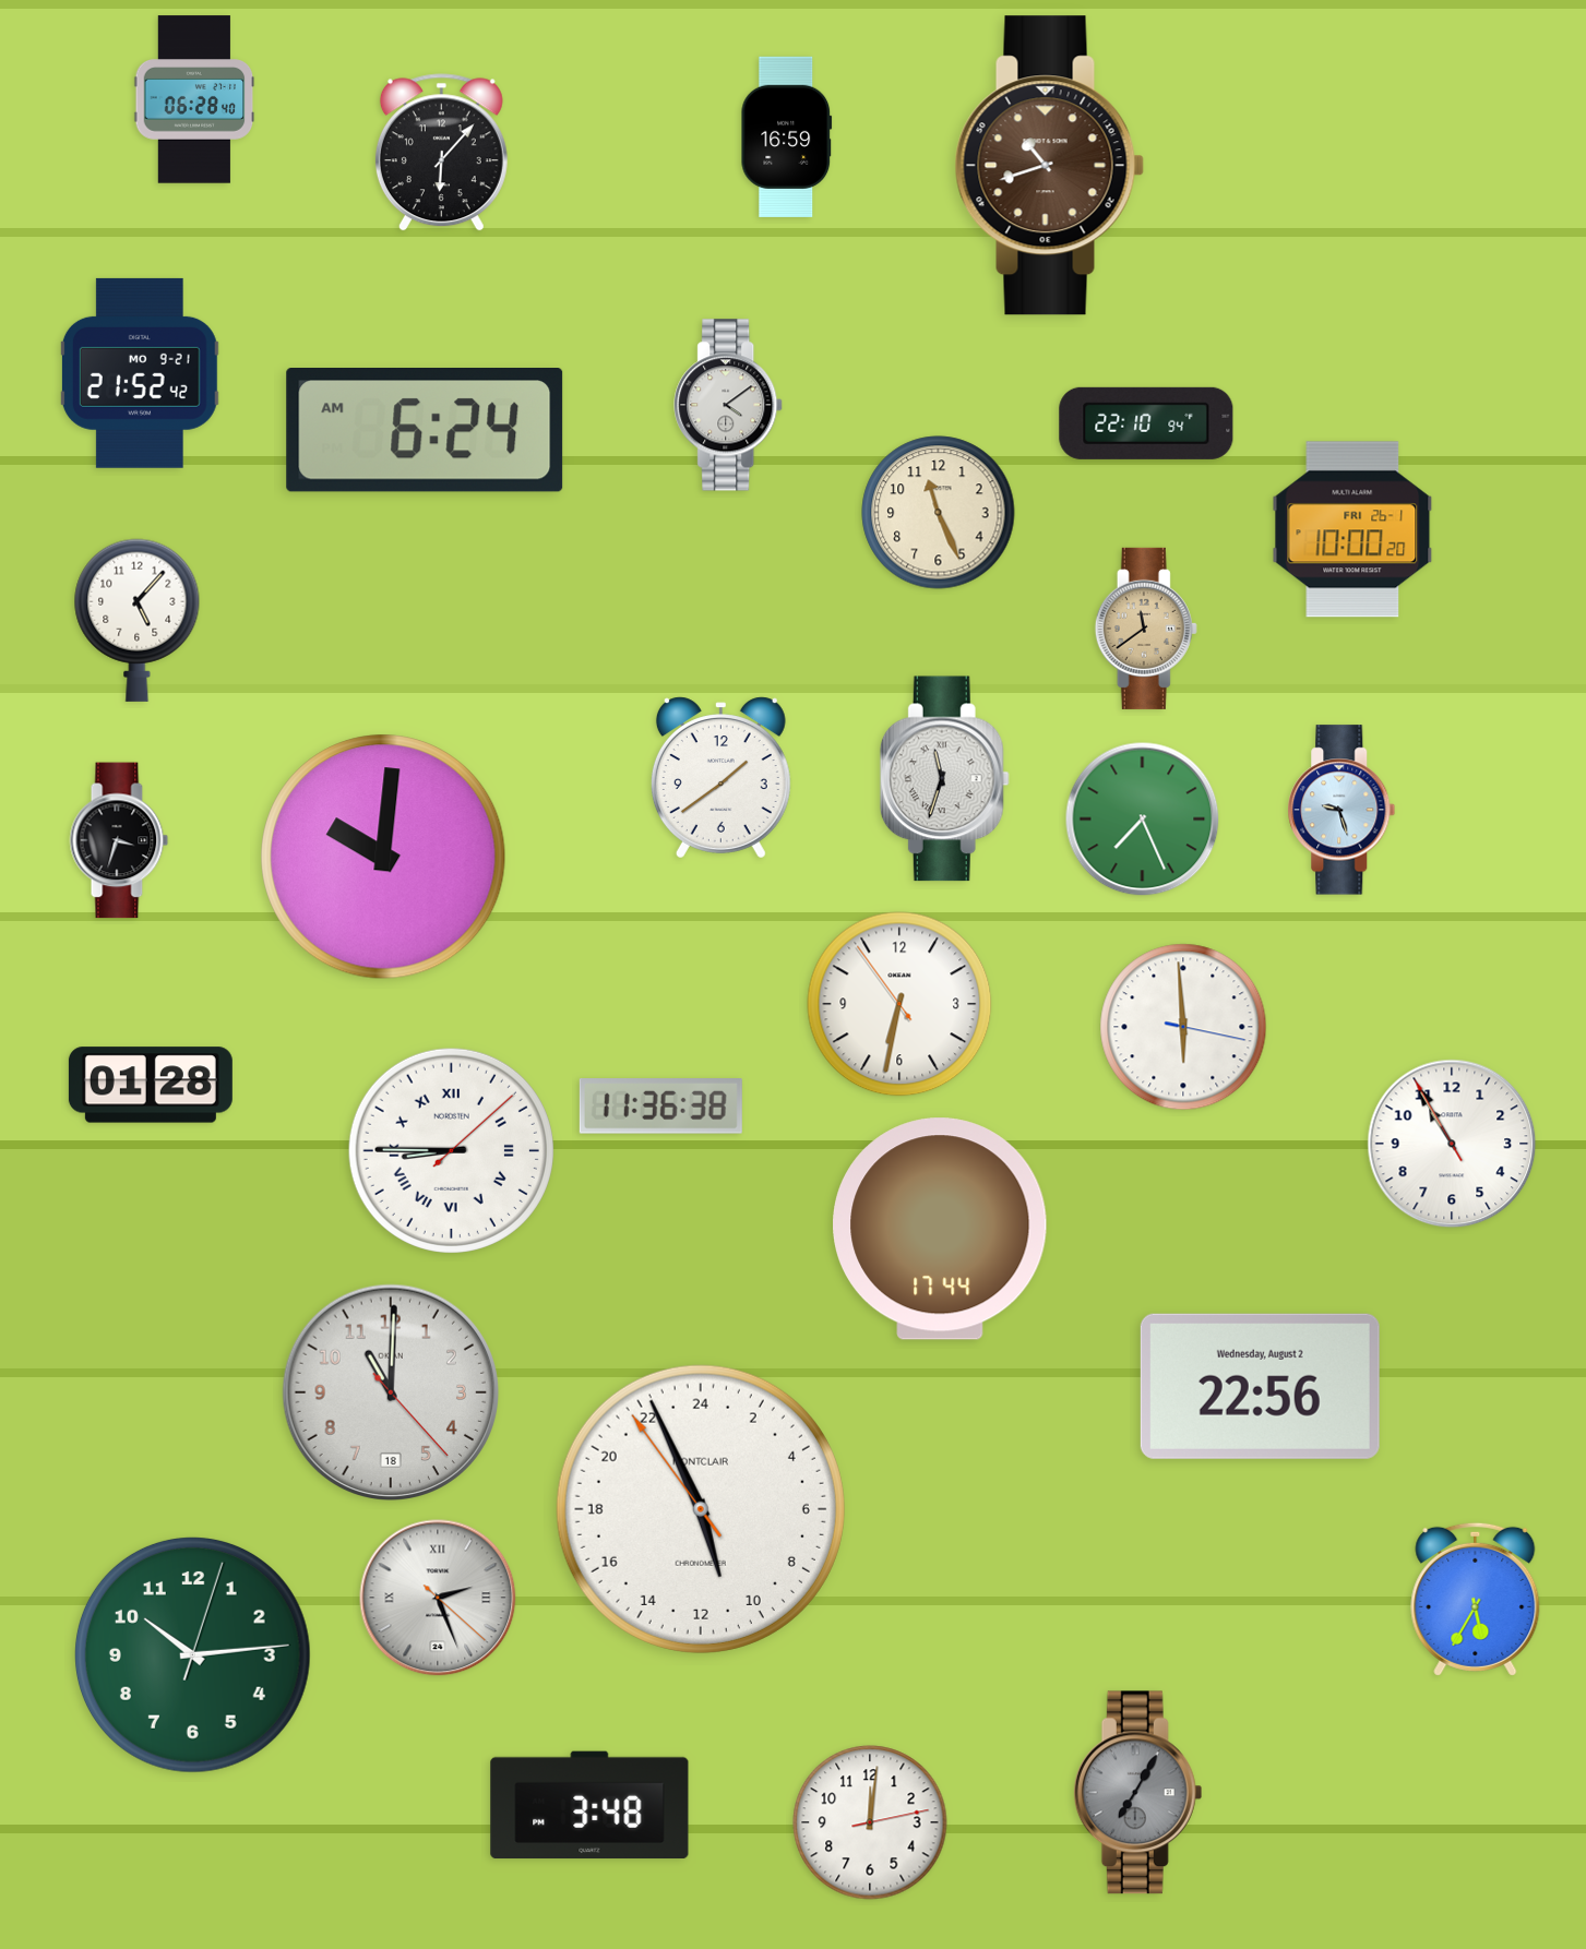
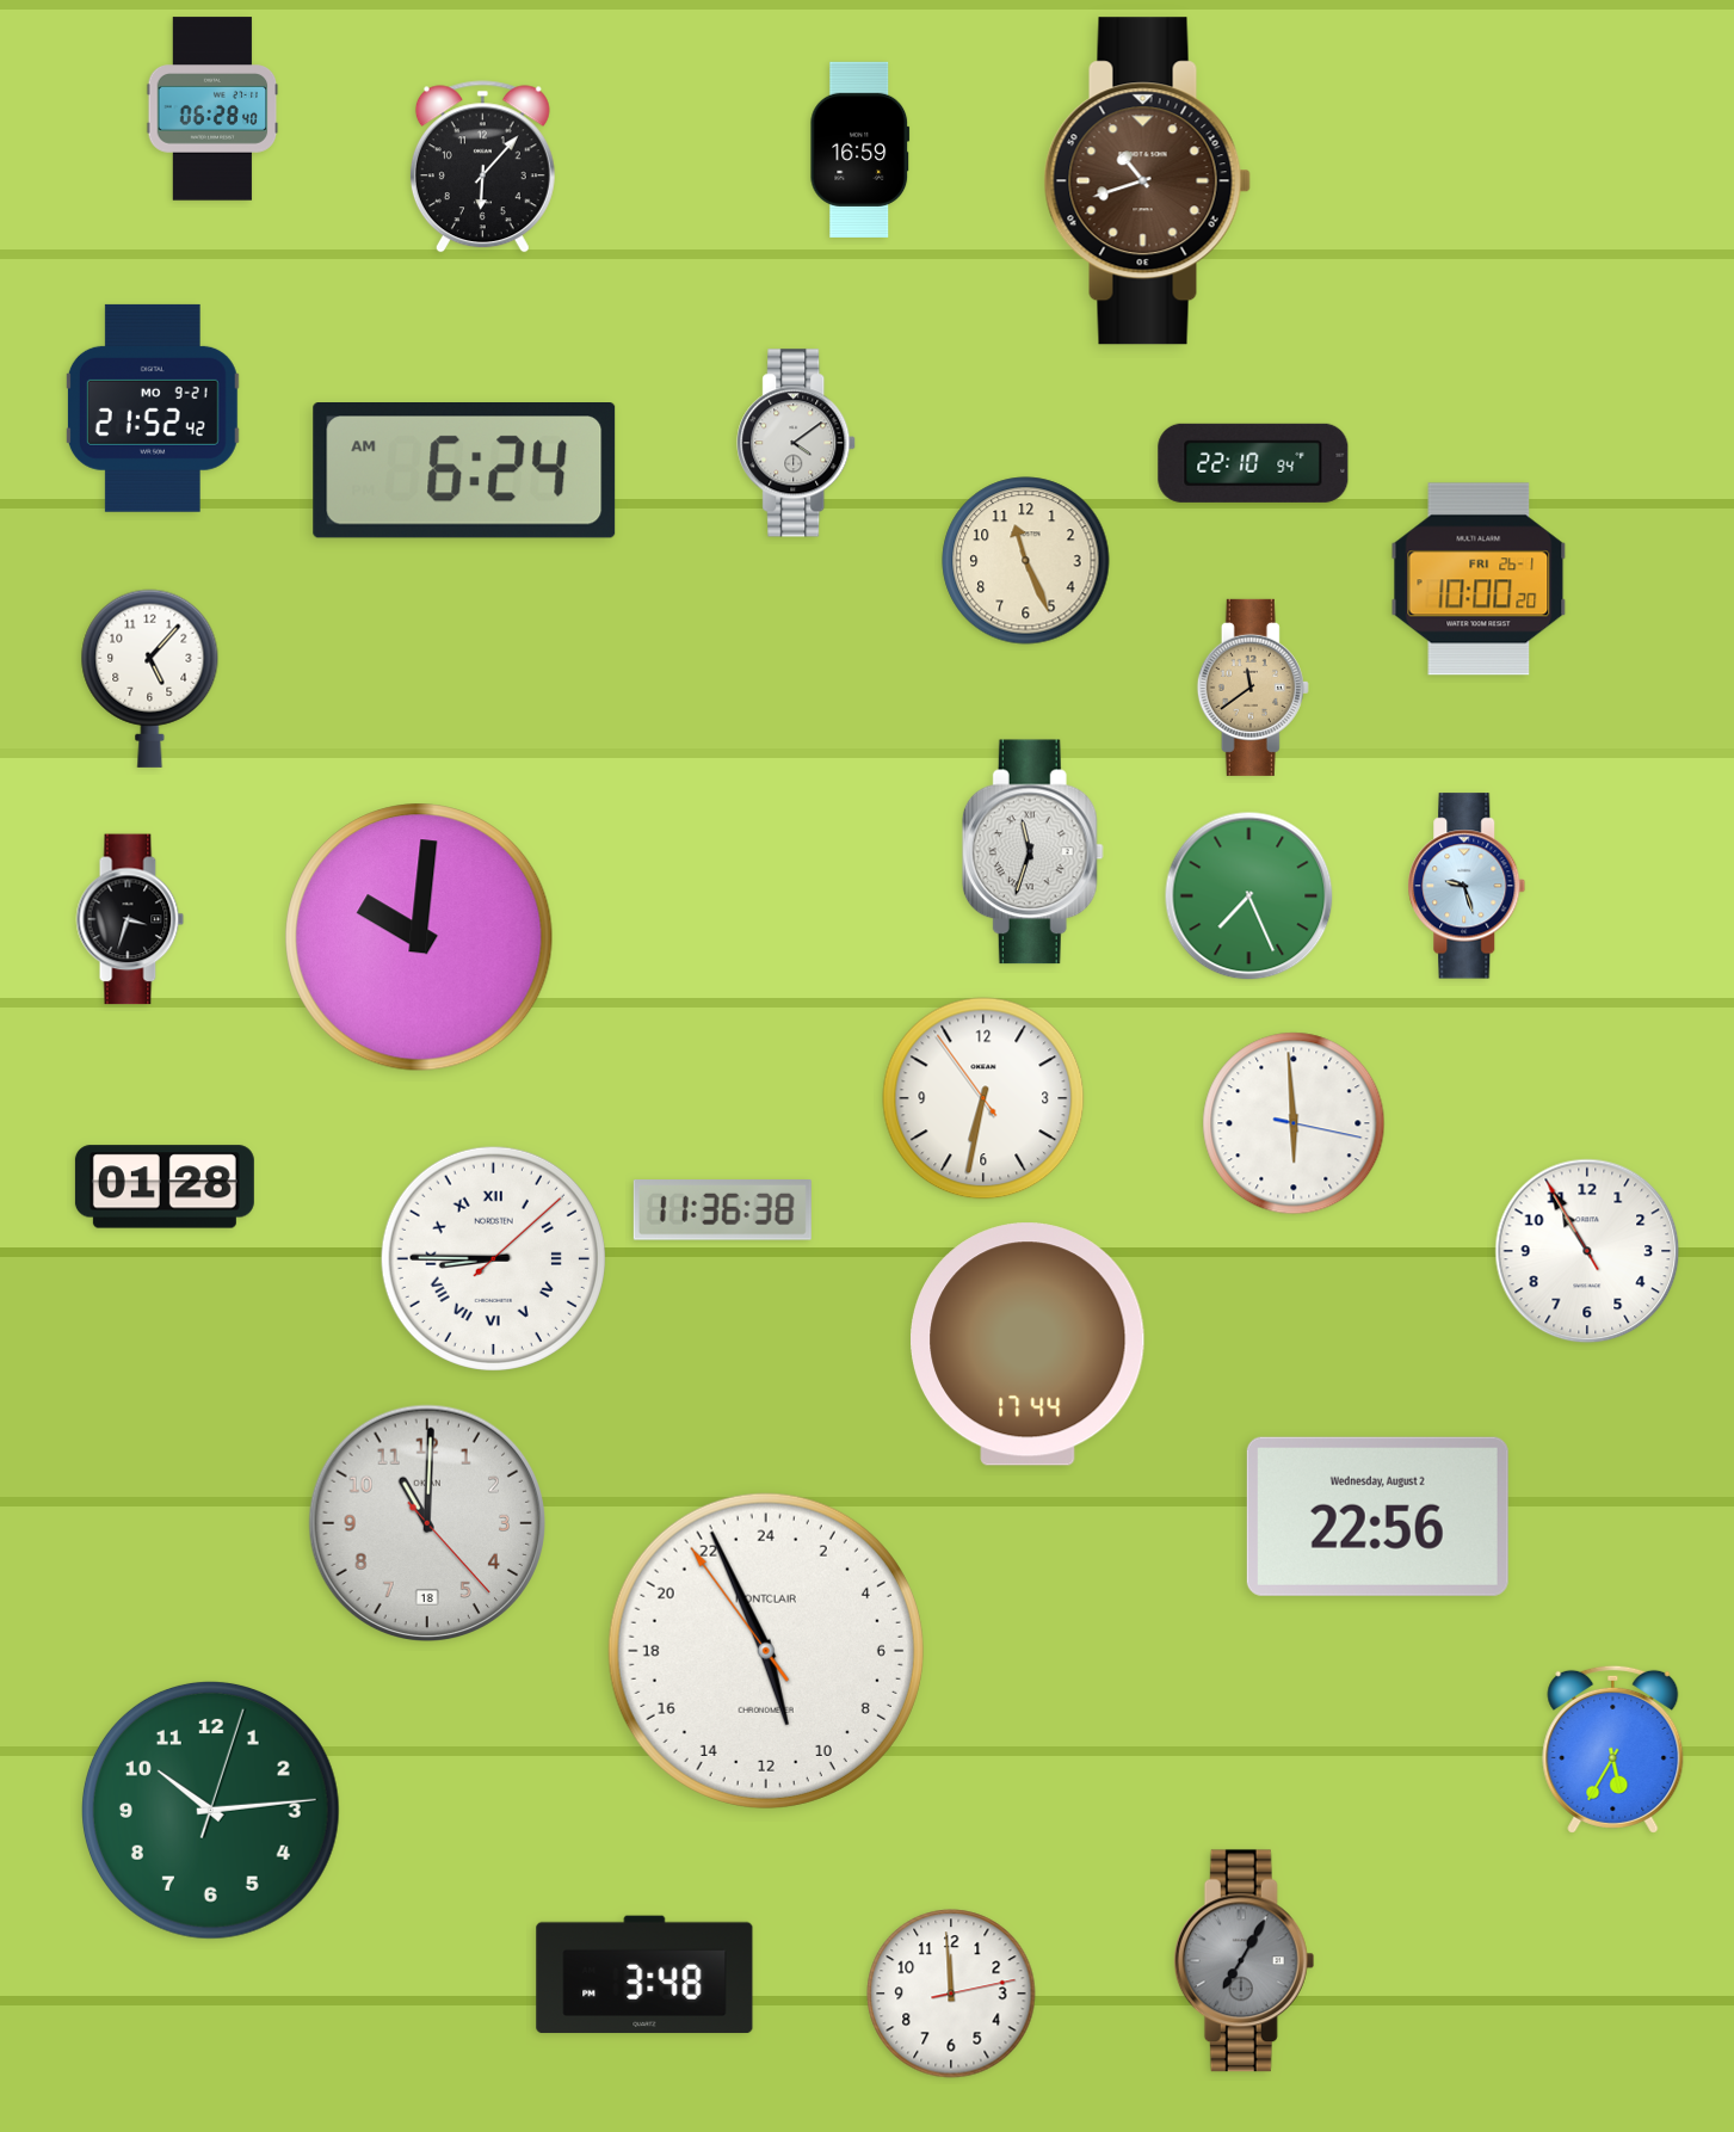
clock at (720, 778): 1:39 -> none
clock at (438, 1598): 2:26 -> none
clock at (870, 1822): 12:01 -> 11:59
